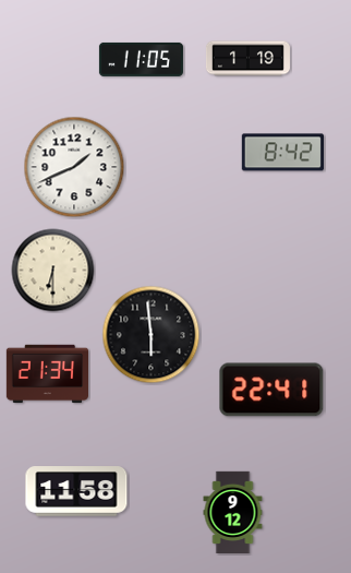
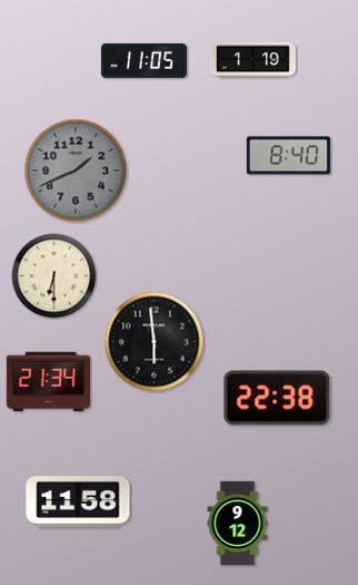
clock at (282, 153): 8:42 -> 8:40
clock at (74, 167) dial: white -> grey
clock at (271, 390): 22:41 -> 22:38
